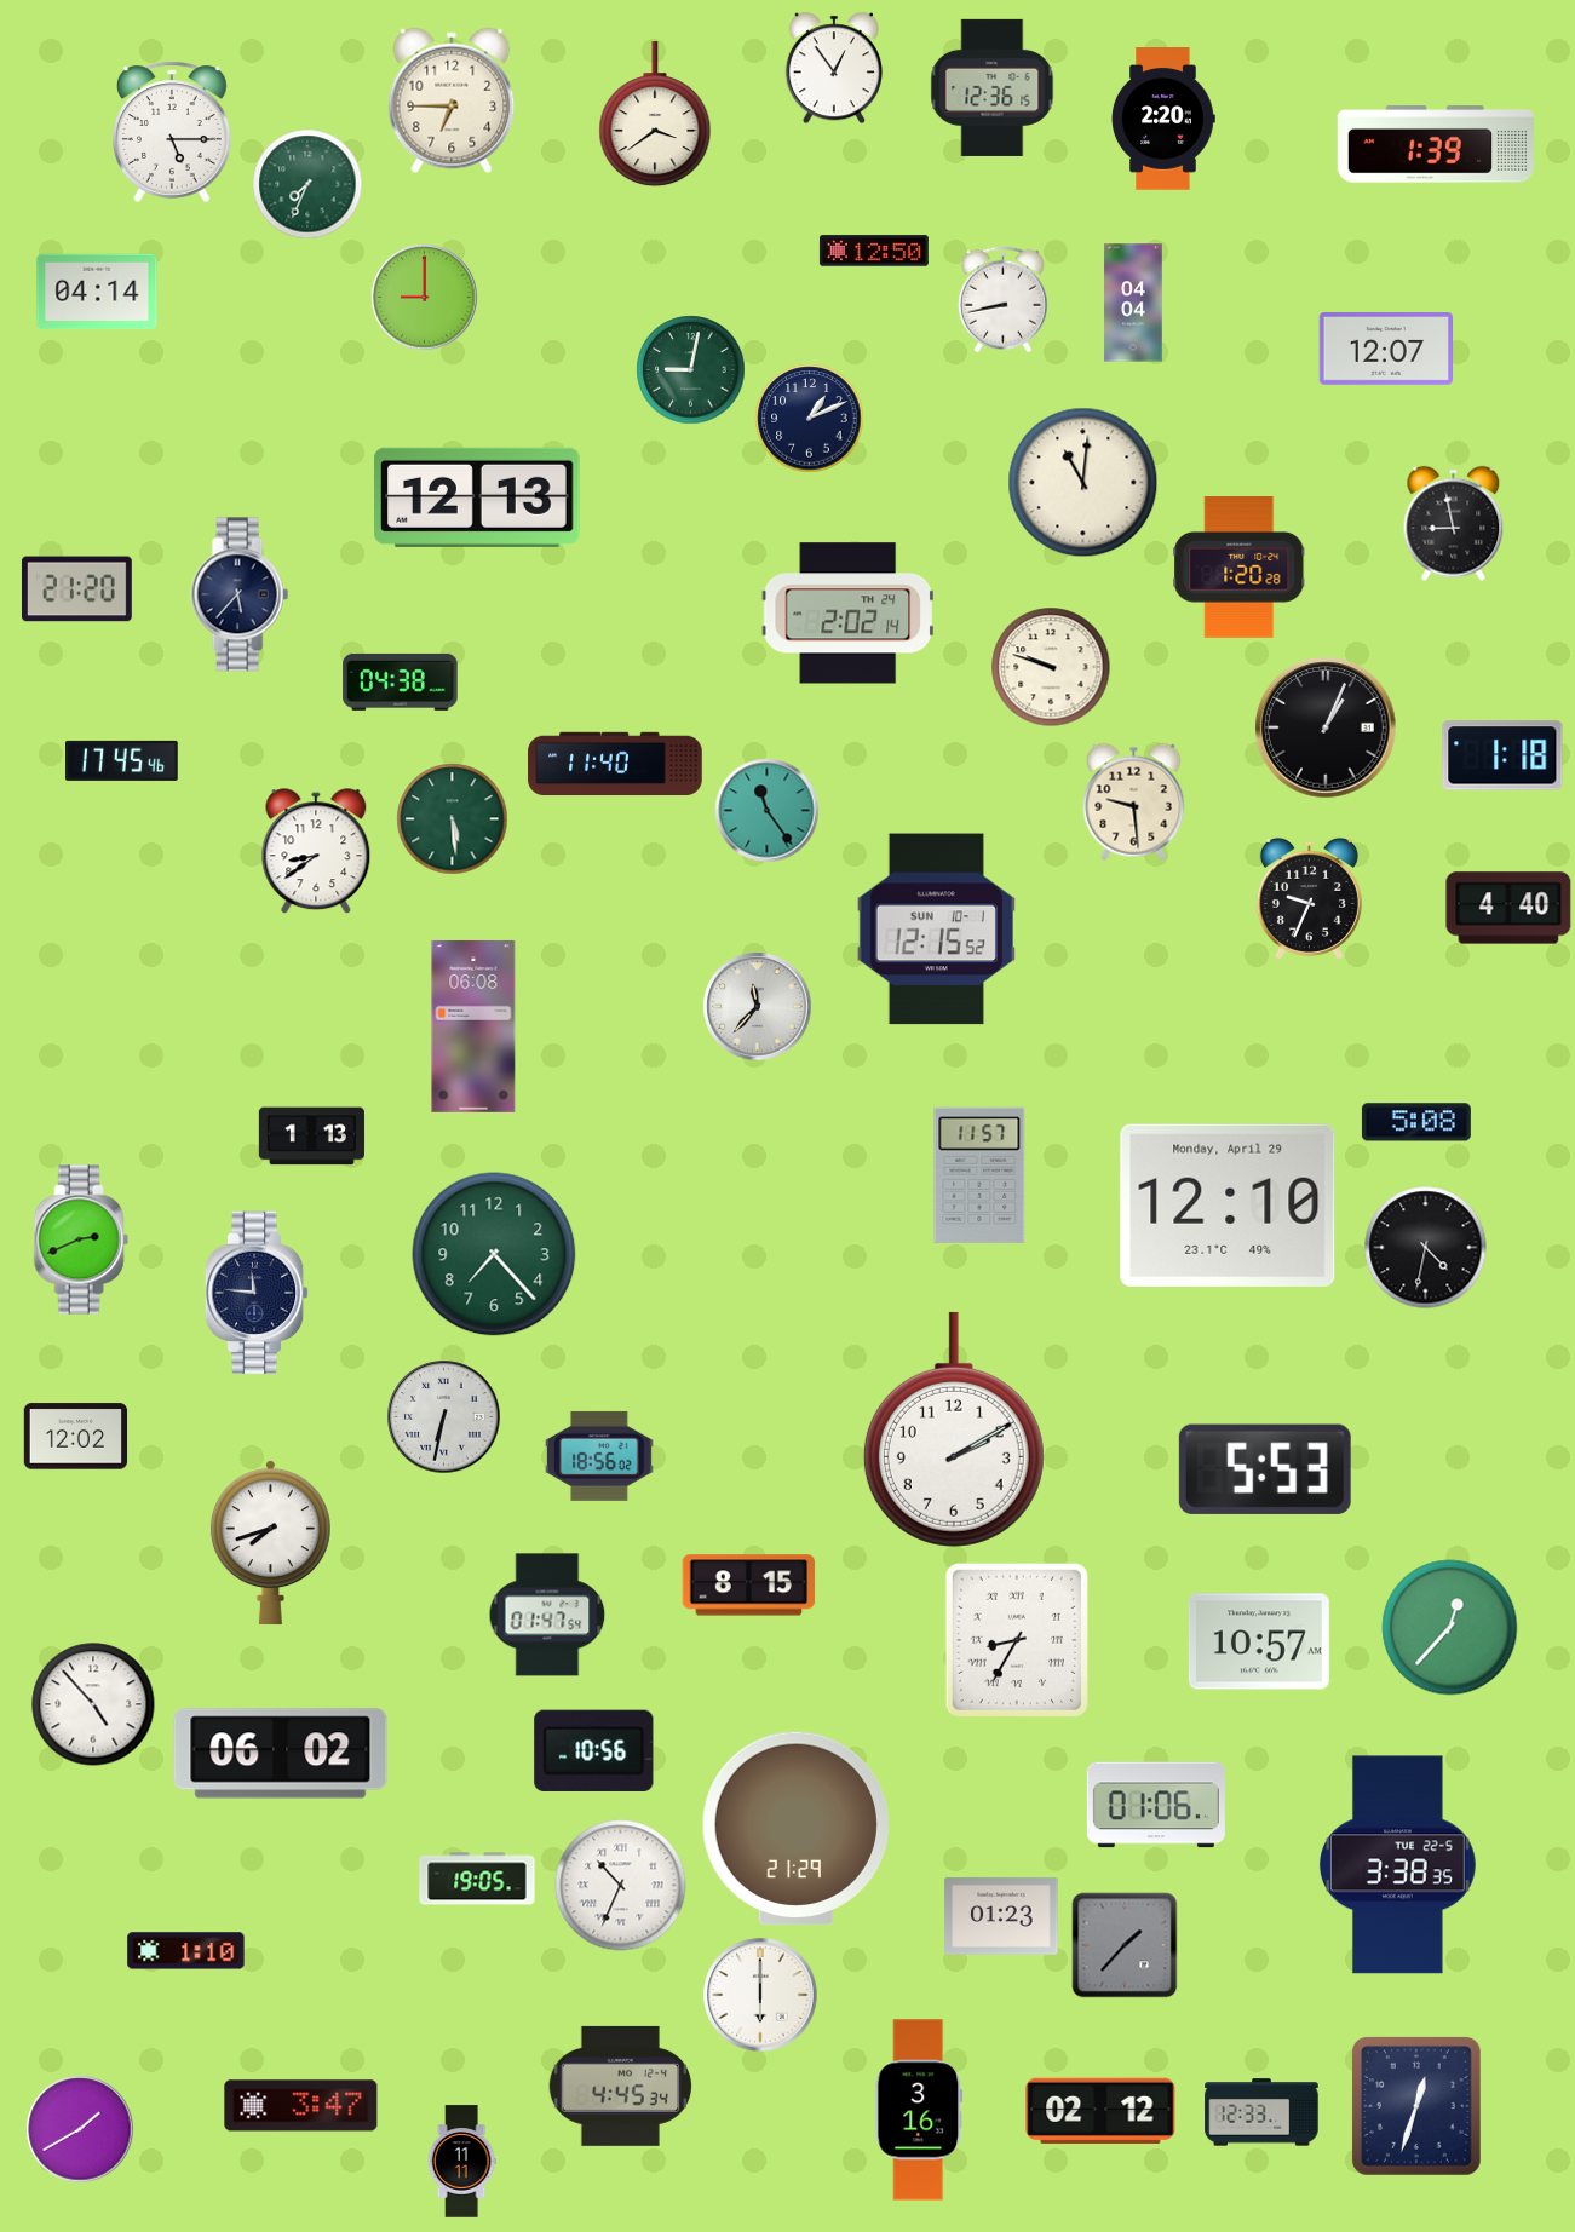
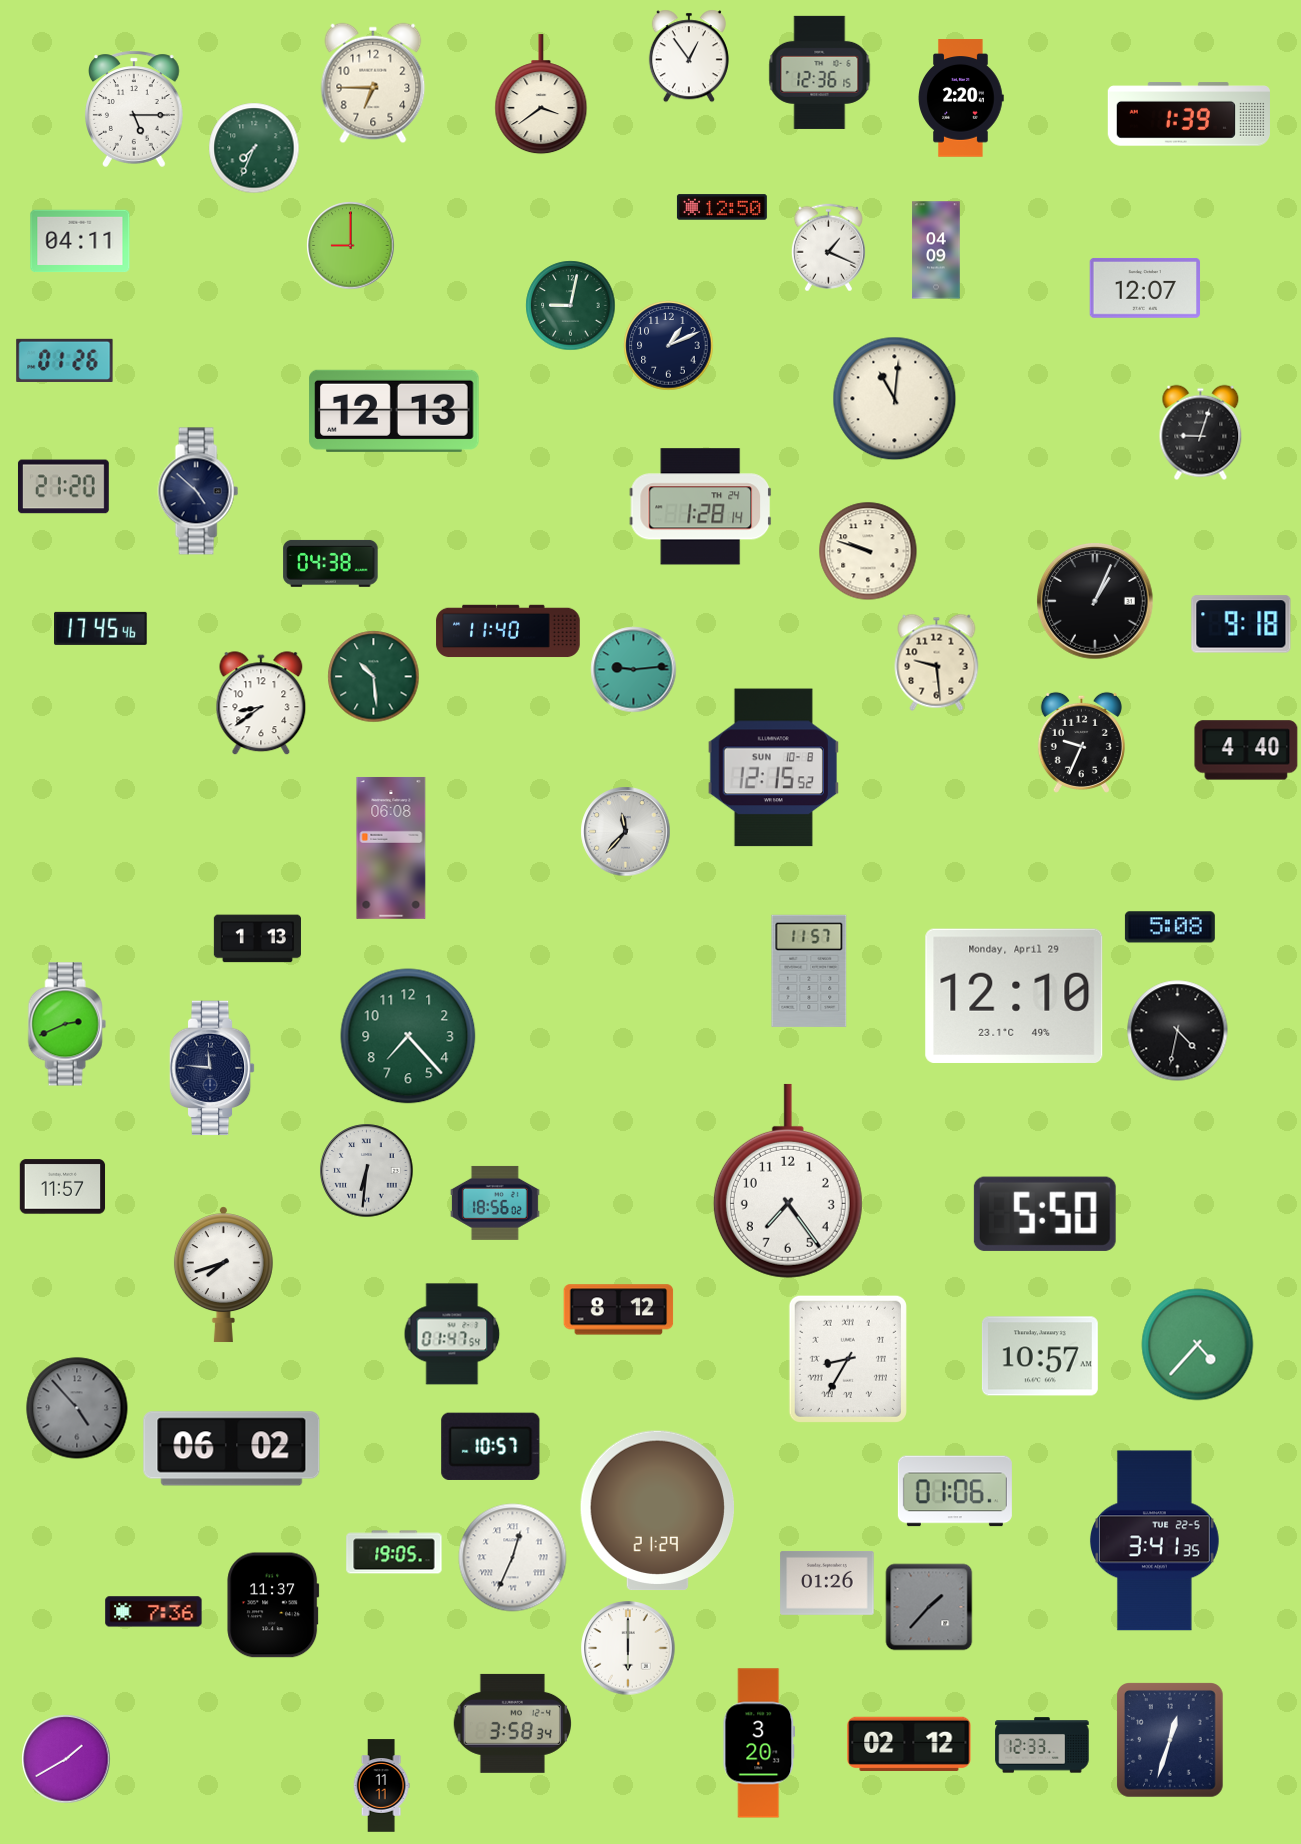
clock at (173, 132) position: (173, 132) -> (135, 109)
clock at (1436, 144) position: (1436, 144) -> (1189, 114)
clock at (307, 184) position: (307, 184) -> (254, 148)
clock at (97, 292): 04:14 -> 04:11
clock at (1002, 300): 8:43 -> 1:19
clock at (1133, 303): 04:04 -> 04:09
clock at (65, 360): none -> 01:26
clock at (1454, 524): 8:58 -> 9:03
clock at (1240, 568): 1:20 -> none
clock at (240, 594): 5:37 -> 4:52
clock at (849, 614): 2:02 -> 1:28
clock at (1502, 755): 1:18 -> 9:18
clock at (768, 811): 11:24 -> 9:14
clock at (453, 819): 5:29 -> 10:29
clock at (936, 930) date: SUN 10-1 -> SUN 10-8
clock at (444, 1417): 6:32 -> 6:31
clock at (954, 1429): 2:10 -> 7:24
clock at (76, 1437): 12:02 -> 11:57
clock at (1265, 1469): 5:53 -> 5:50
clock at (749, 1586): 8:15 -> 8:12
clock at (1450, 1628): 12:37 -> 4:37
clock at (1017, 1640) position: (1017, 1640) -> (848, 1359)
clock at (93, 1704) dial: white -> grey
clock at (594, 1750): 10:56 -> 10:57
clock at (1398, 1865): 3:38 -> 3:41
clock at (621, 1886): 10:34 -> 12:34
clock at (1001, 1916): 01:23 -> 01:26
clock at (273, 1605): none -> 11:37
clock at (186, 1951): 1:10 -> 7:36
clock at (621, 2086): 4:45 -> 3:58
clock at (301, 2106): 3:47 -> none
clock at (919, 2110): 3:16 -> 3:20
